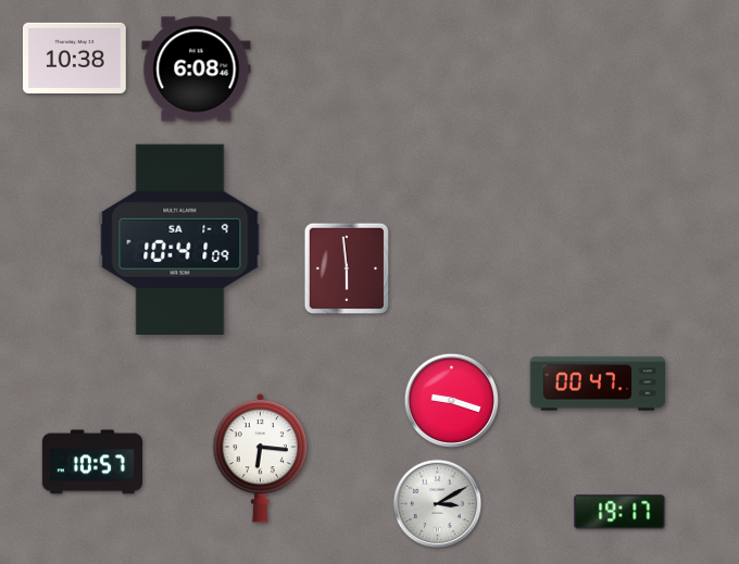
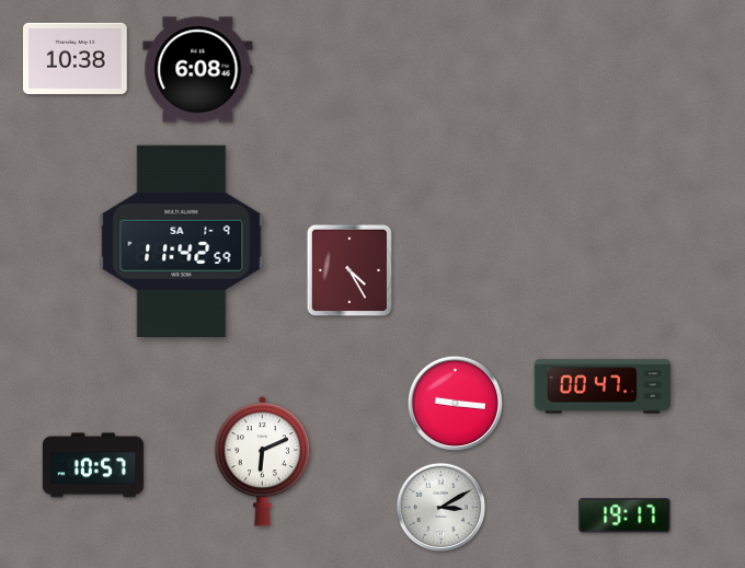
clock at (180, 239): 10:41 -> 11:42
clock at (347, 268): 5:59 -> 4:25
clock at (451, 400): 9:18 -> 9:16
clock at (261, 458): 6:16 -> 6:11
